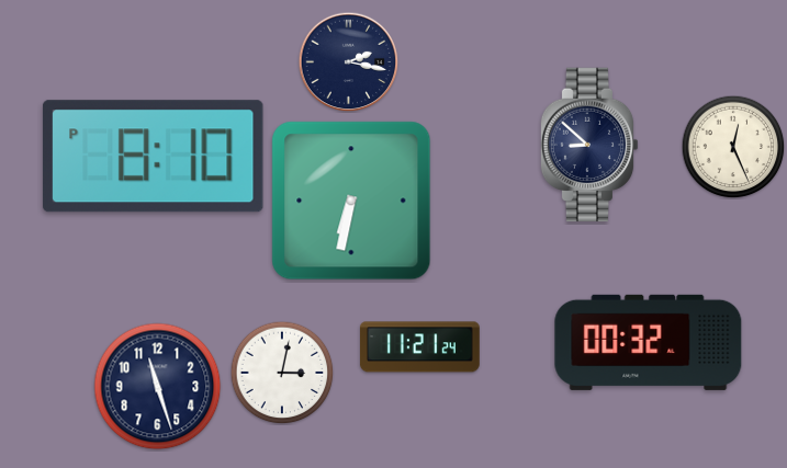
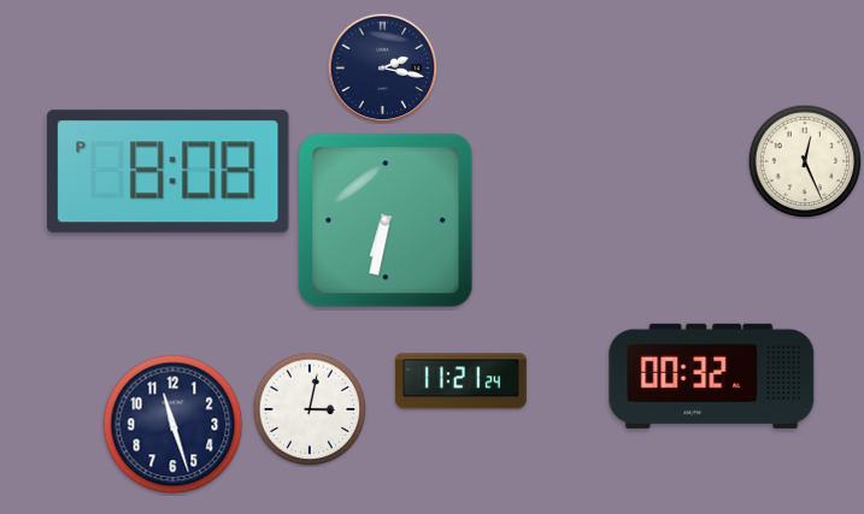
clock at (589, 145): 8:52 -> none
clock at (153, 157): 8:10 -> 8:08
